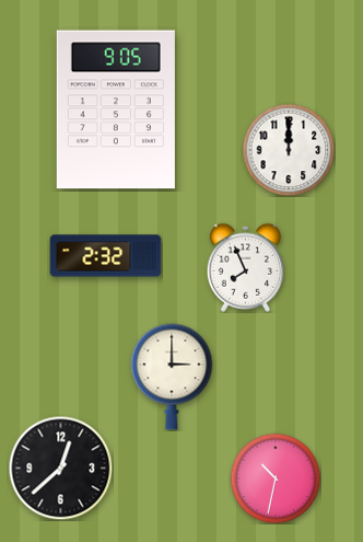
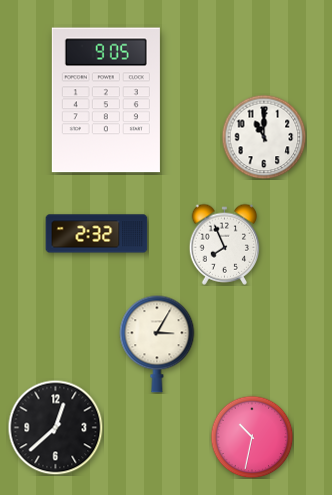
clock at (289, 150): 12:00 -> 11:00
clock at (172, 377): 3:00 -> 3:05
